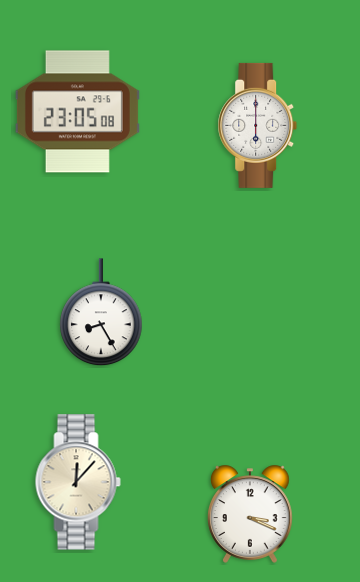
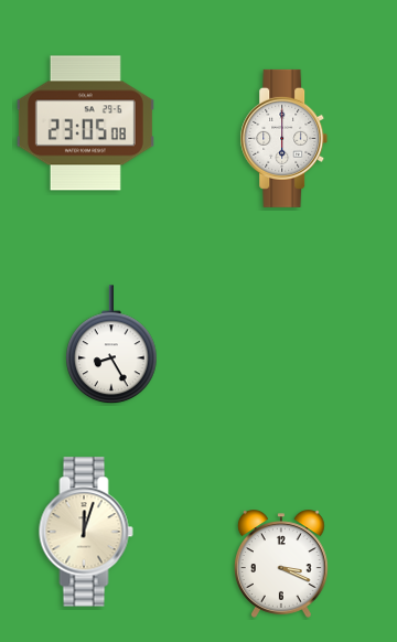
clock at (78, 482): 12:07 -> 12:03
clock at (250, 514) position: (250, 514) -> (281, 564)
